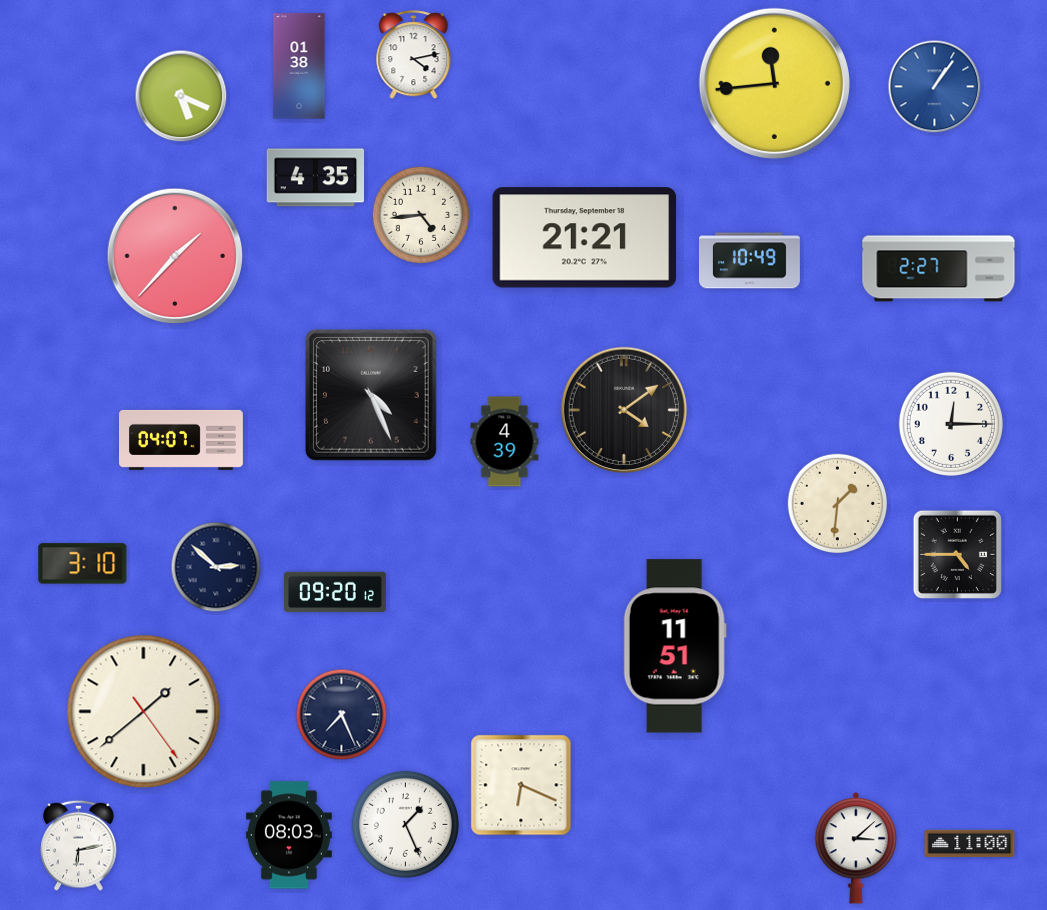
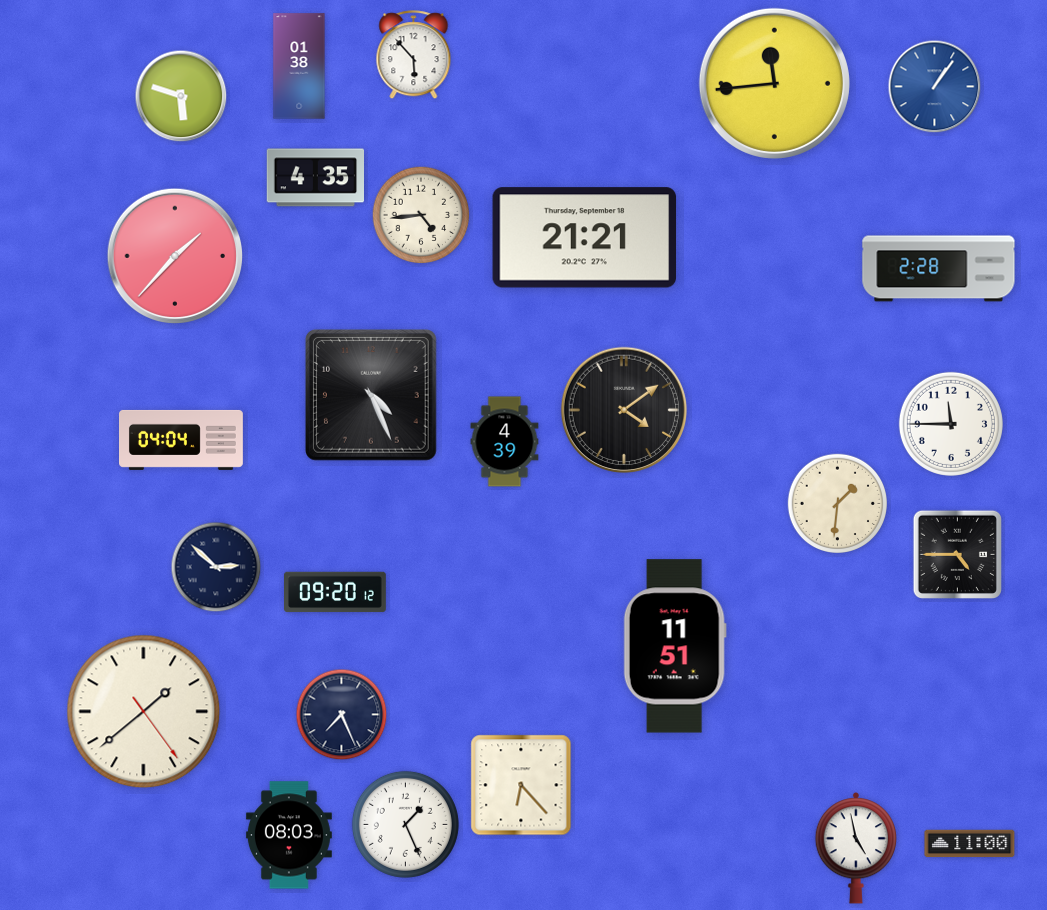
clock at (414, 55): 4:13 -> 5:53
clock at (181, 96): 5:19 -> 5:48
clock at (749, 261): 10:49 -> none
clock at (939, 269): 2:27 -> 2:28
clock at (951, 424): 12:15 -> 11:45
clock at (182, 440): 04:07 -> 04:04
clock at (83, 564): 3:10 -> none
clock at (521, 785): 6:19 -> 6:23
clock at (79, 845): 6:13 -> none
clock at (855, 848): 3:08 -> 4:58
